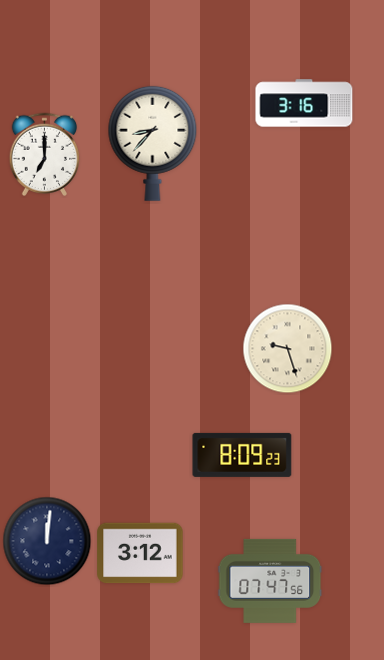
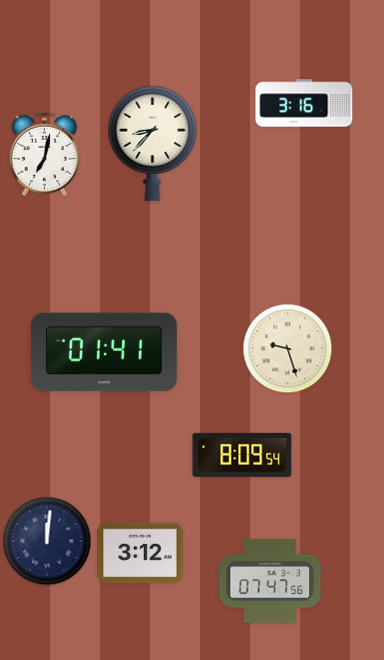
clock at (45, 155): 7:00 -> 7:02
clock at (104, 352): none -> 01:41
clock at (242, 455): 8:09:23 -> 8:09:54
